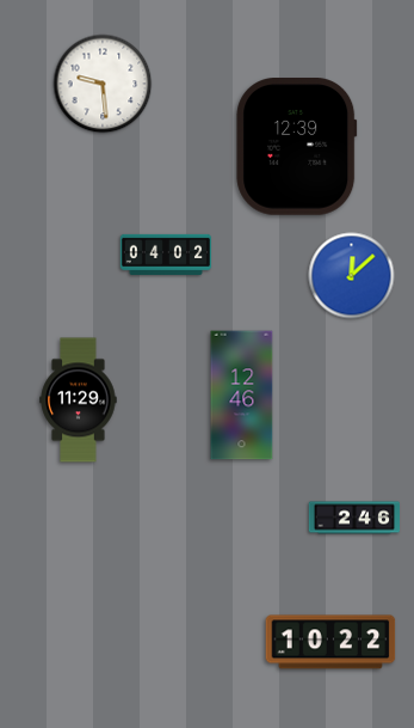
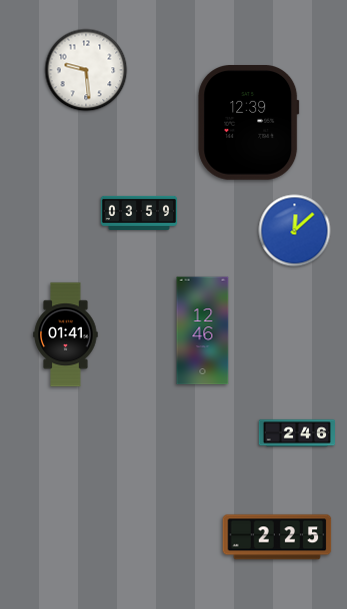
clock at (166, 253): 04:02 -> 03:59
clock at (79, 400): 11:29 -> 01:41
clock at (330, 642): 10:22 -> 2:25
